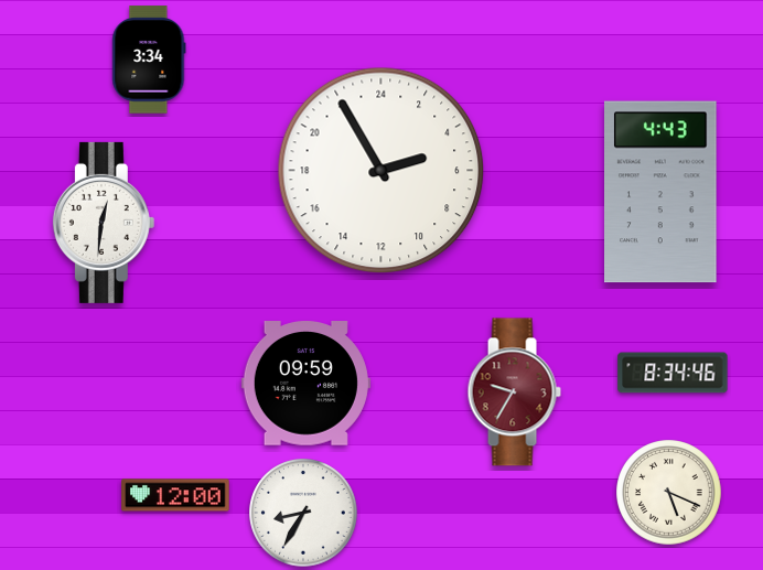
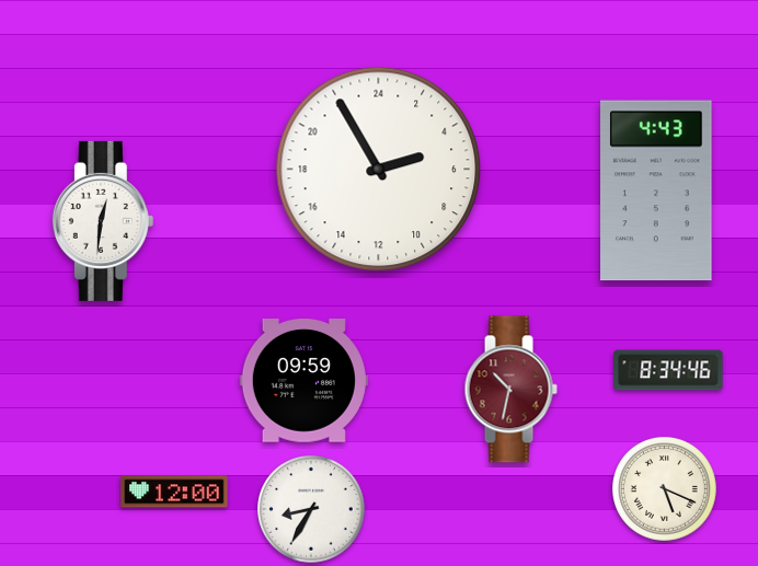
clock at (149, 60): 3:34 -> none
clock at (514, 392): 9:35 -> 10:32
clock at (303, 513) position: (303, 513) -> (311, 509)
